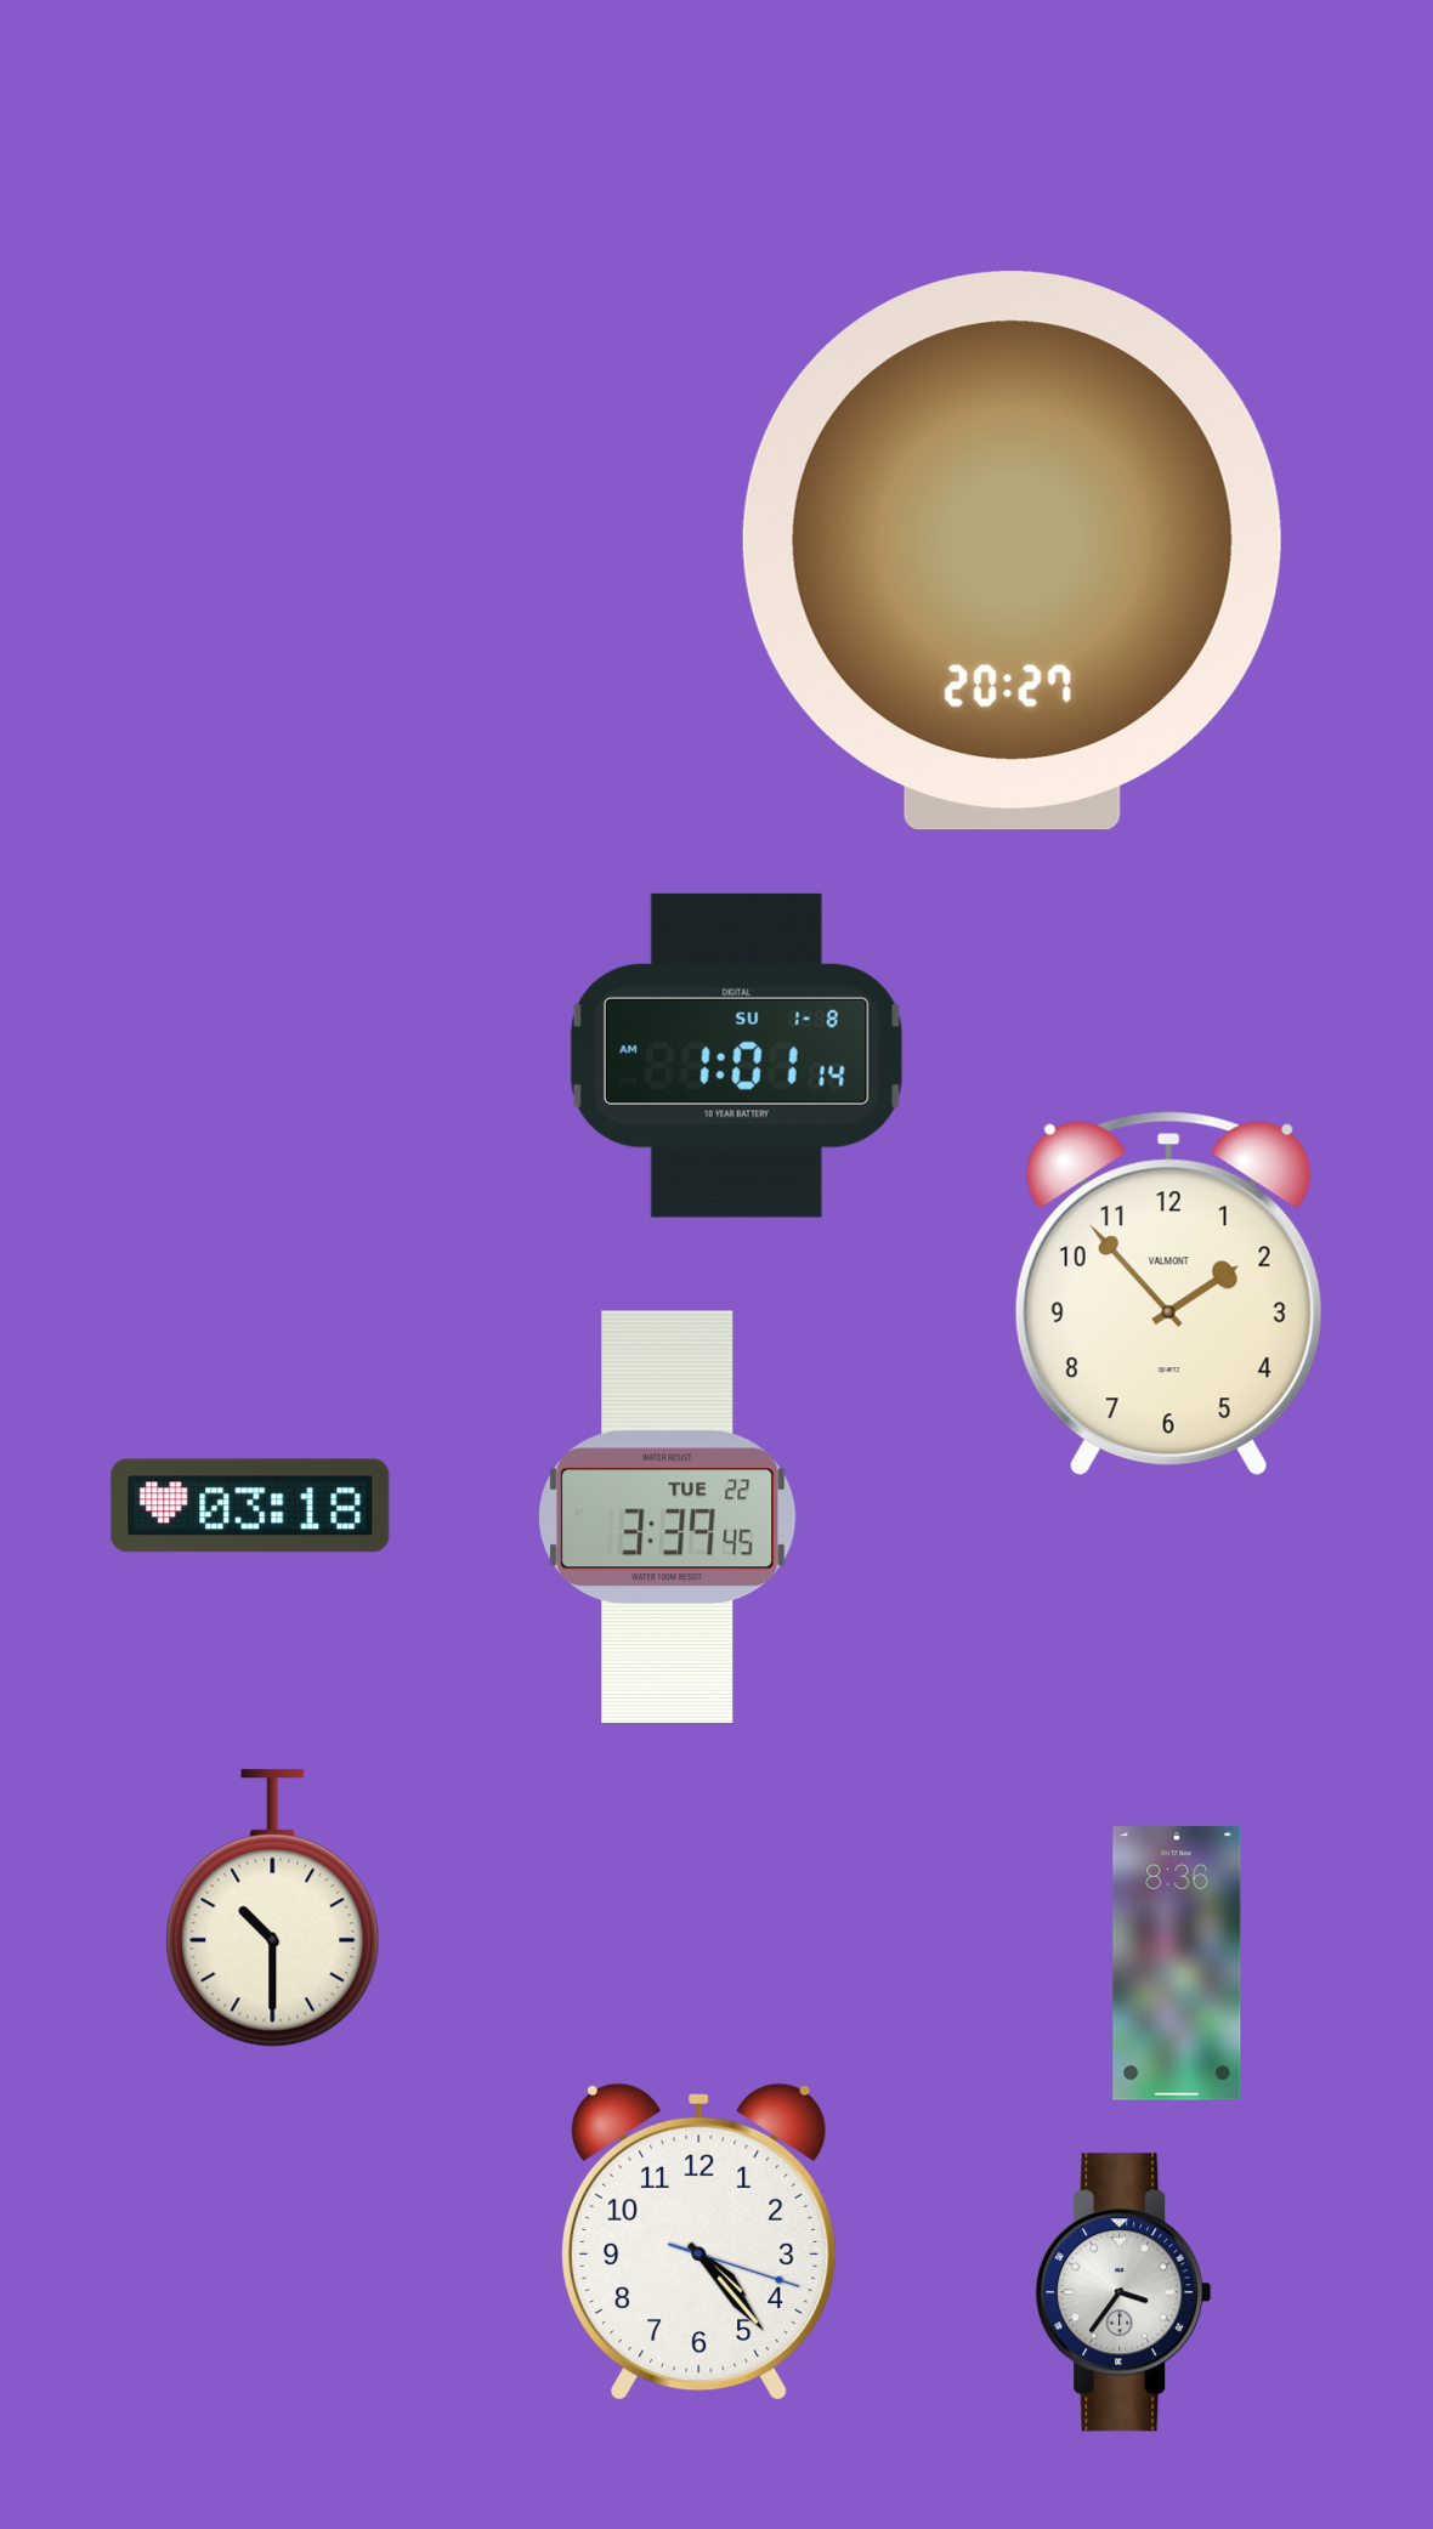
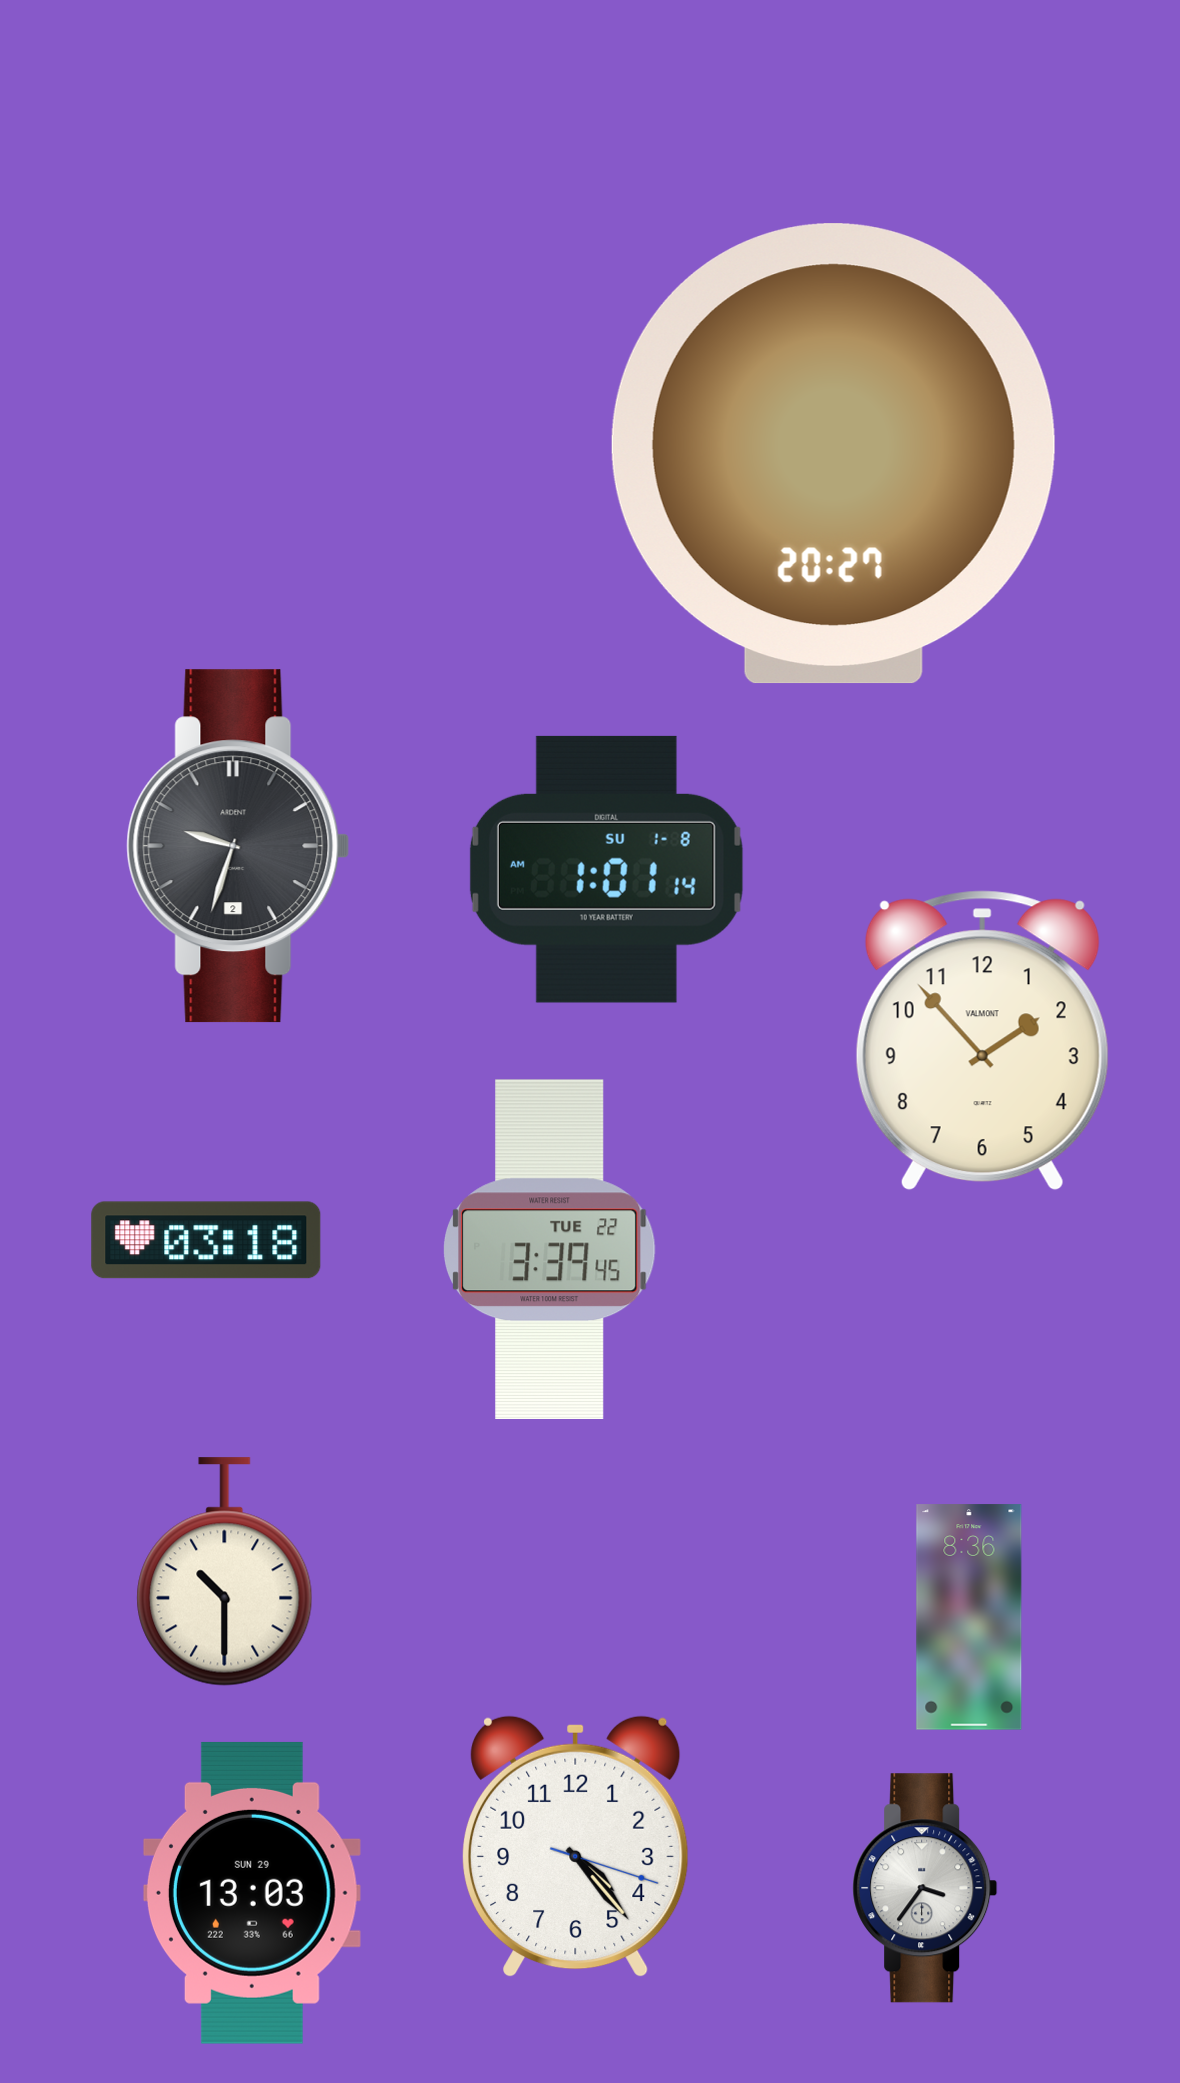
clock at (238, 846): none -> 9:33
clock at (1168, 1294) position: (1168, 1294) -> (982, 1041)
clock at (252, 1893): none -> 13:03
